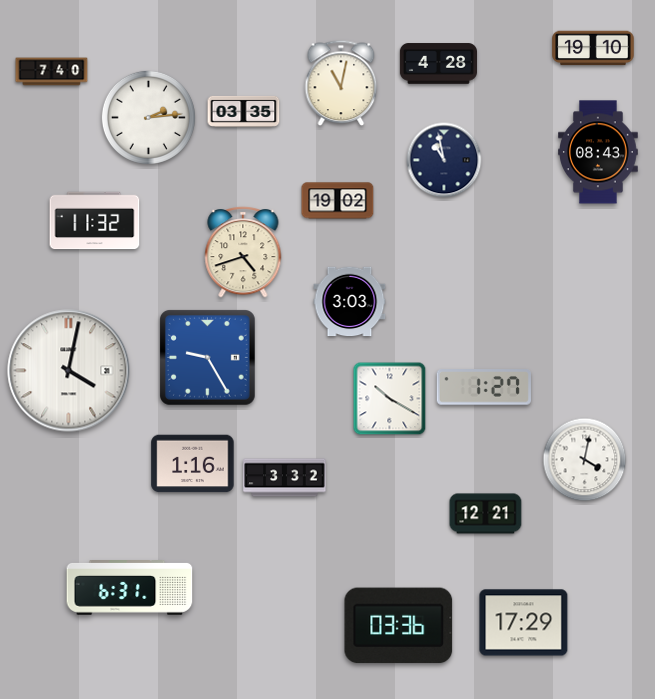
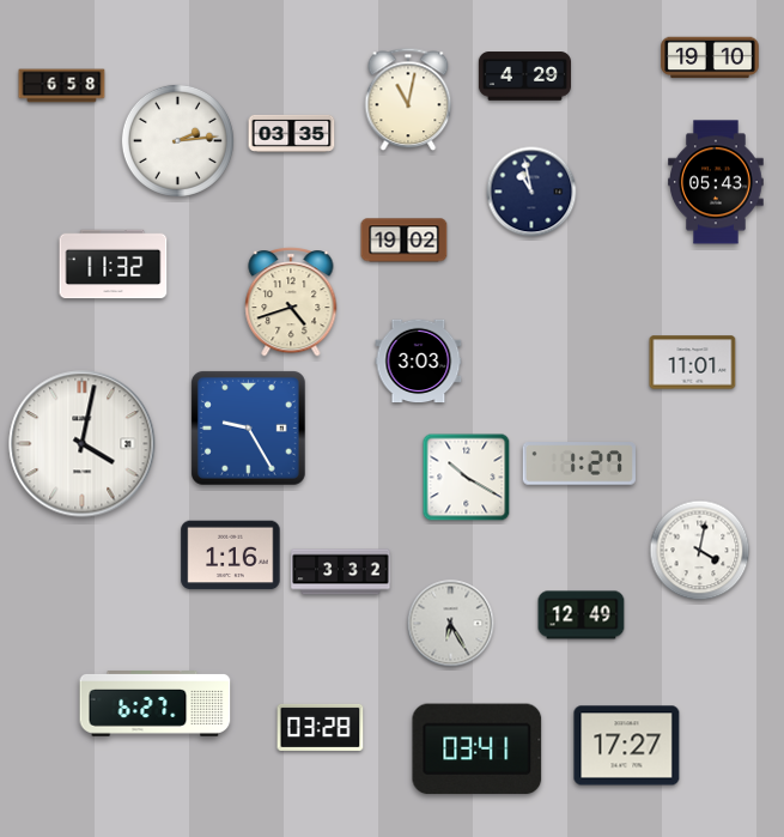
clock at (438, 64): 4:28 -> 4:29
clock at (52, 72): 7:40 -> 6:58
clock at (599, 152): 08:43 -> 05:43
clock at (693, 363): none -> 11:01
clock at (486, 514): 12:21 -> 12:49
clock at (451, 624): none -> 6:25
clock at (130, 588): 6:31 -> 6:27
clock at (321, 727): none -> 03:28
clock at (524, 623): 17:29 -> 17:27
clock at (399, 626): 03:36 -> 03:41
